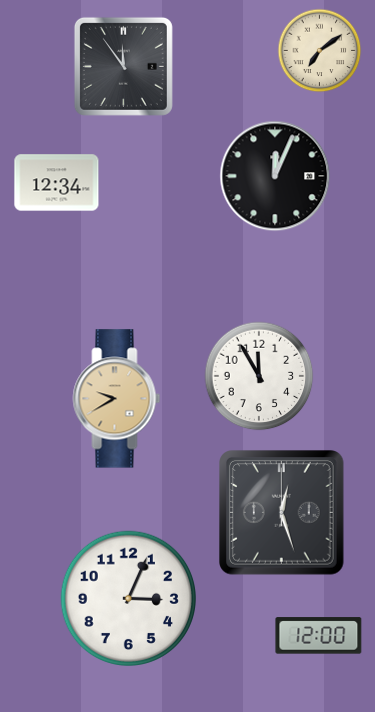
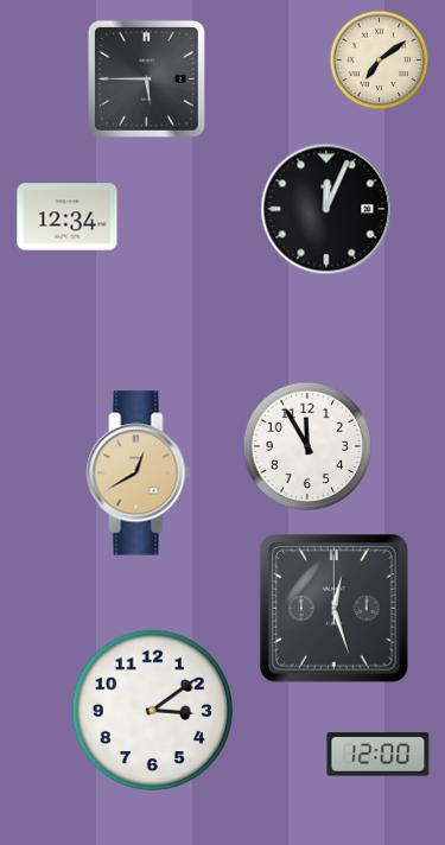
clock at (123, 66): 11:54 -> 5:45
clock at (117, 399): 9:40 -> 12:40
clock at (129, 599): 3:04 -> 3:09
